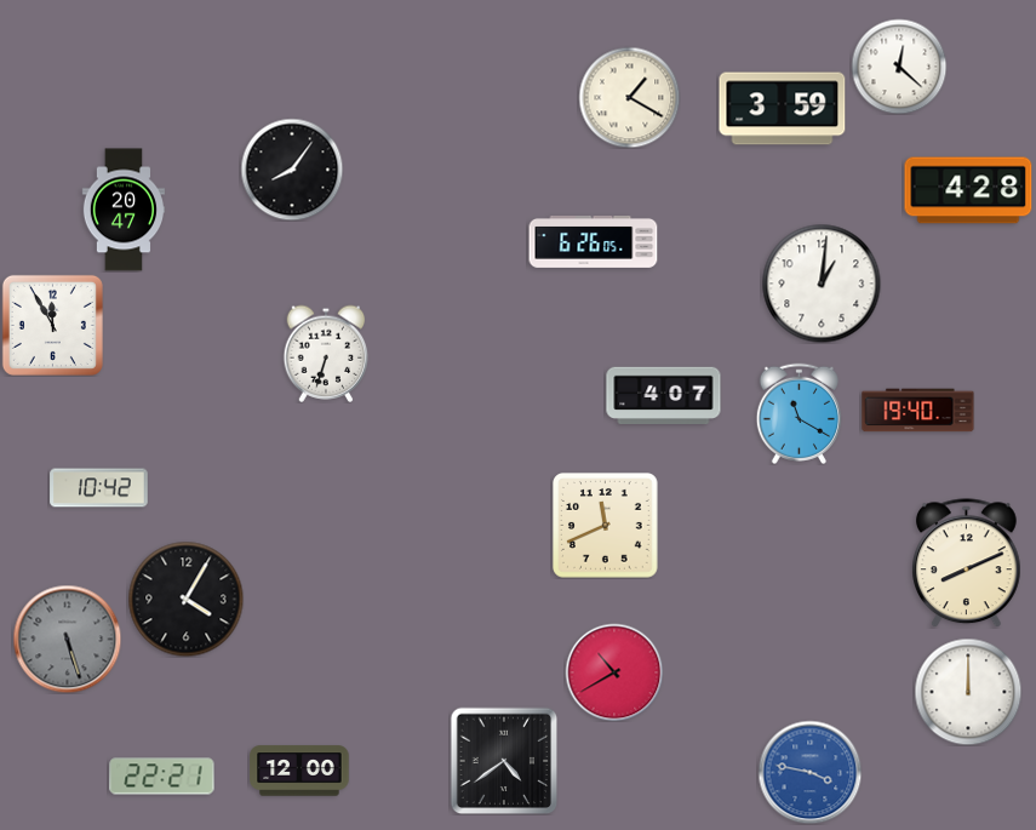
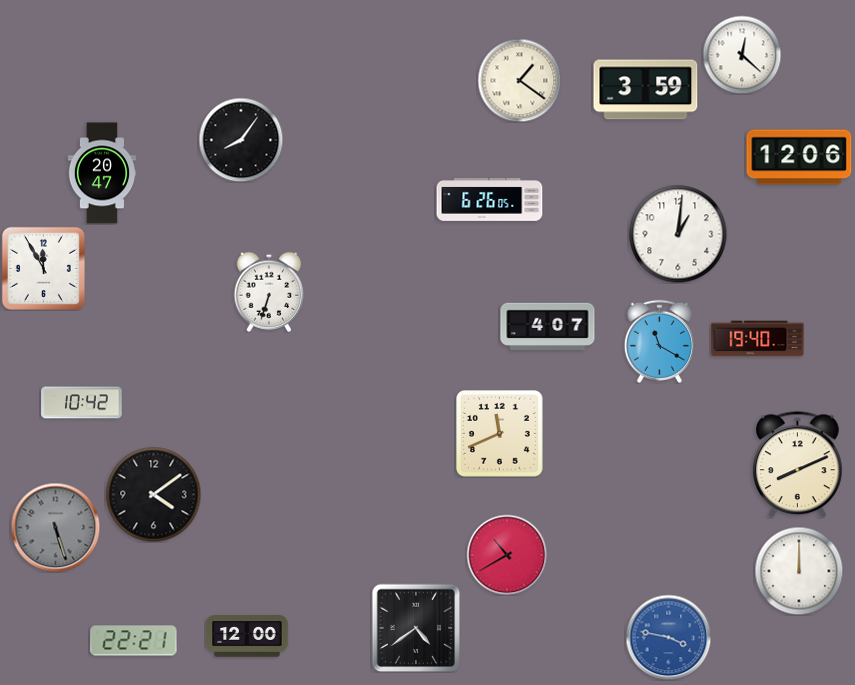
clock at (629, 97): 1:20 -> 1:21
clock at (968, 190): 4:28 -> 12:06
clock at (185, 599): 4:05 -> 4:09
